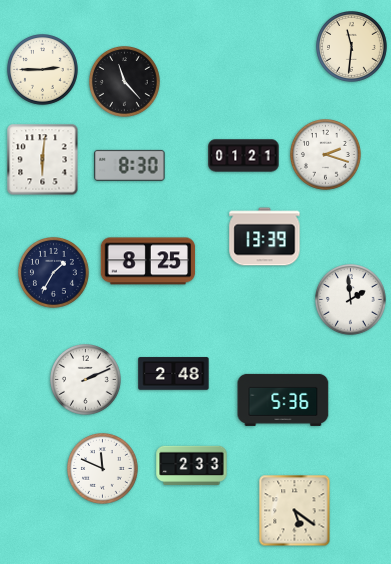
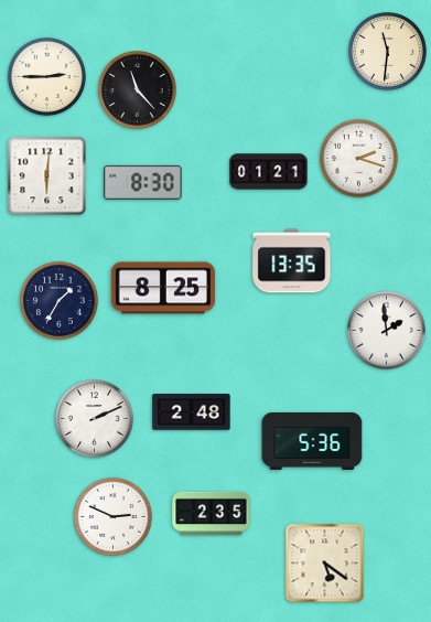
clock at (326, 155) position: (326, 155) -> (359, 159)
clock at (265, 237): 13:39 -> 13:35
clock at (192, 465): 2:33 -> 2:35
clock at (103, 469): 11:49 -> 2:49
